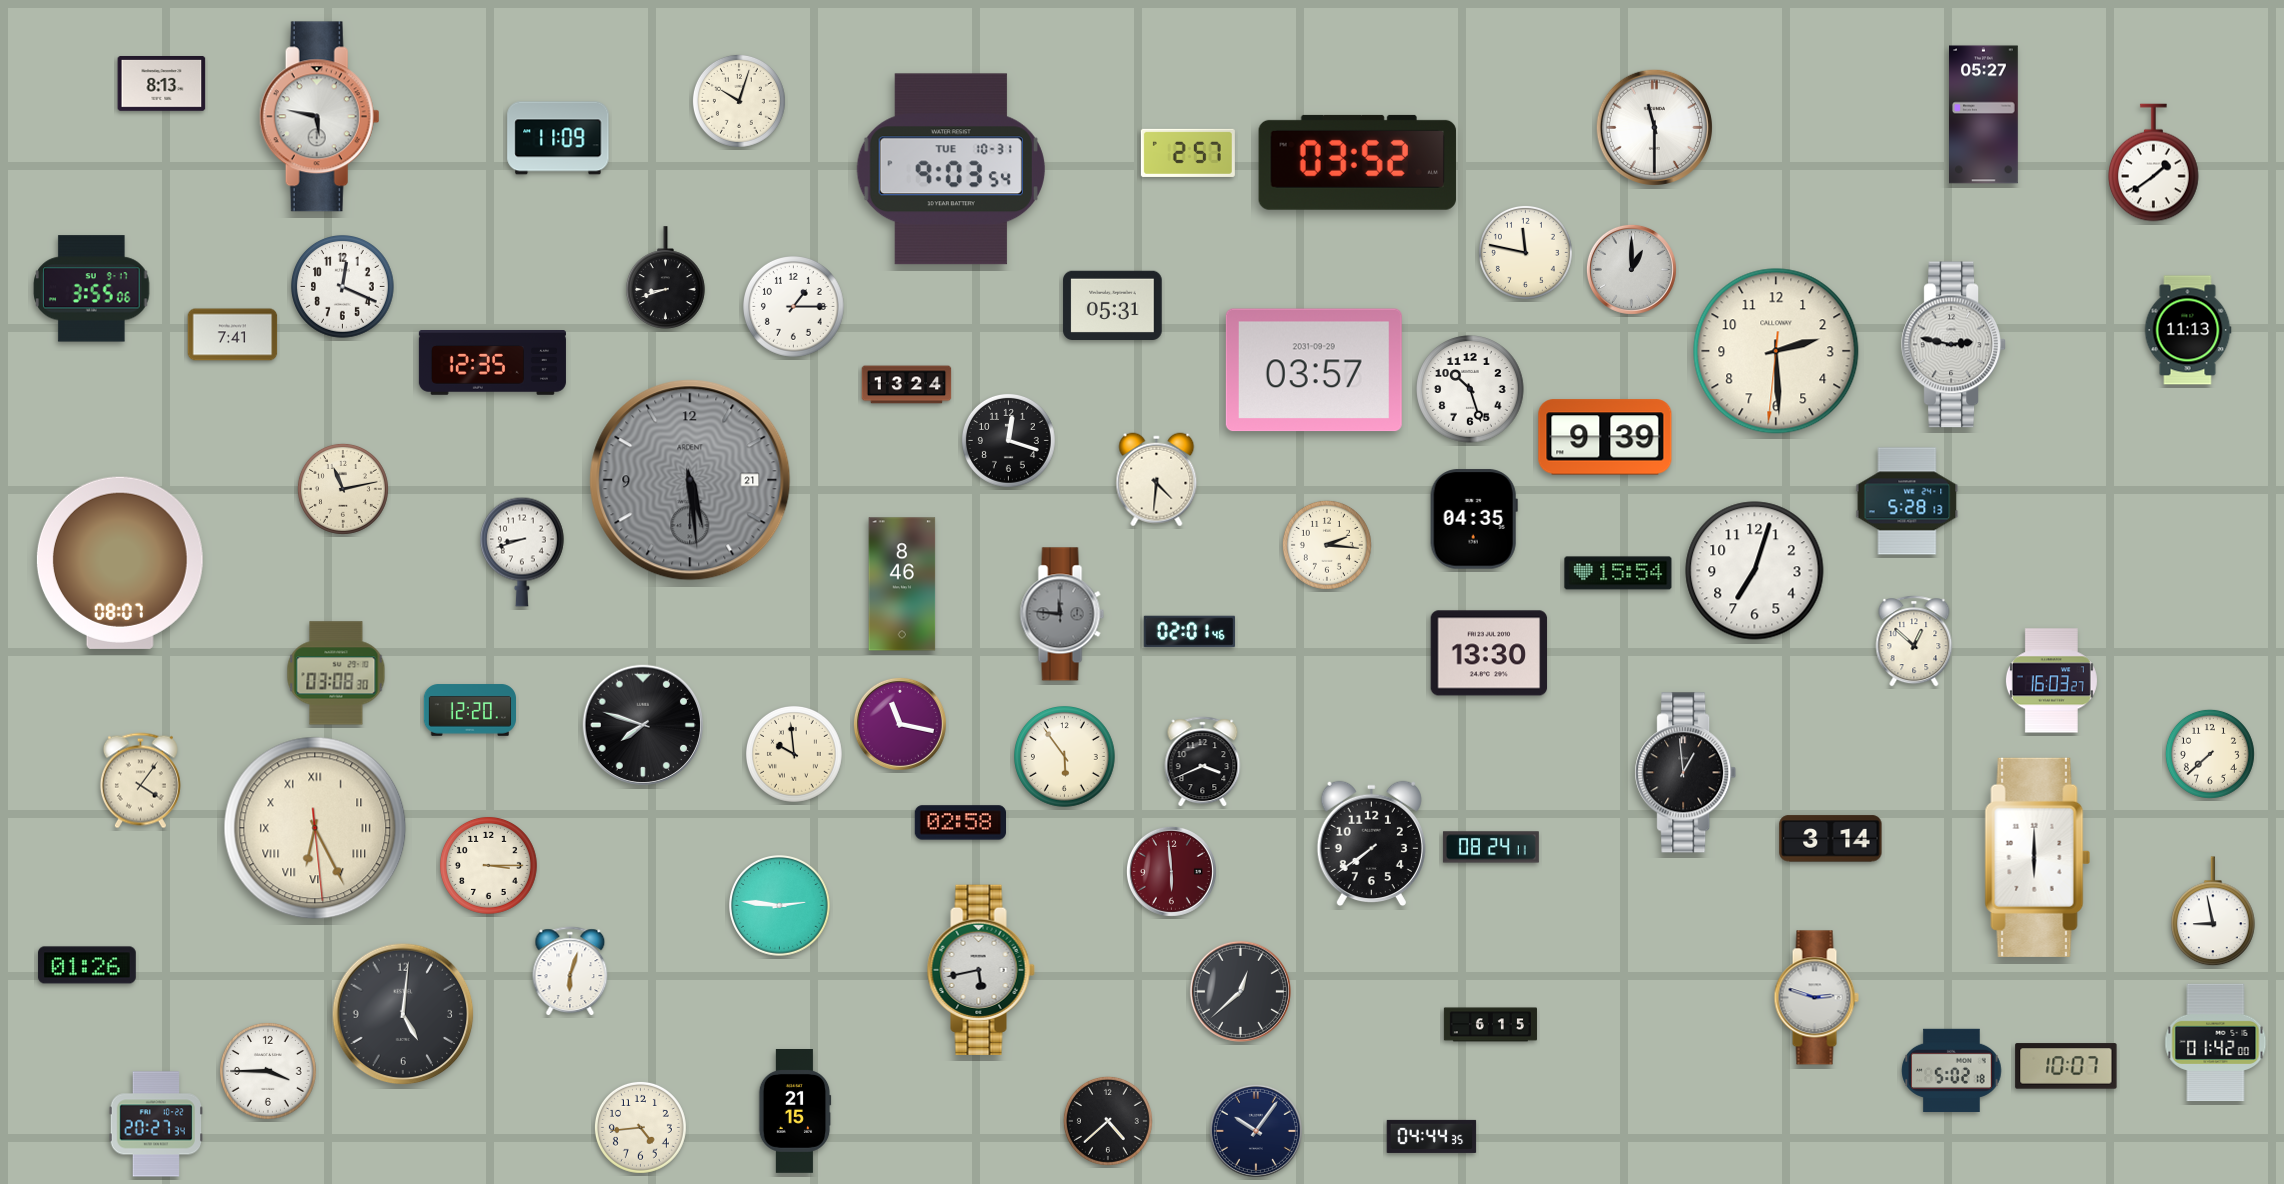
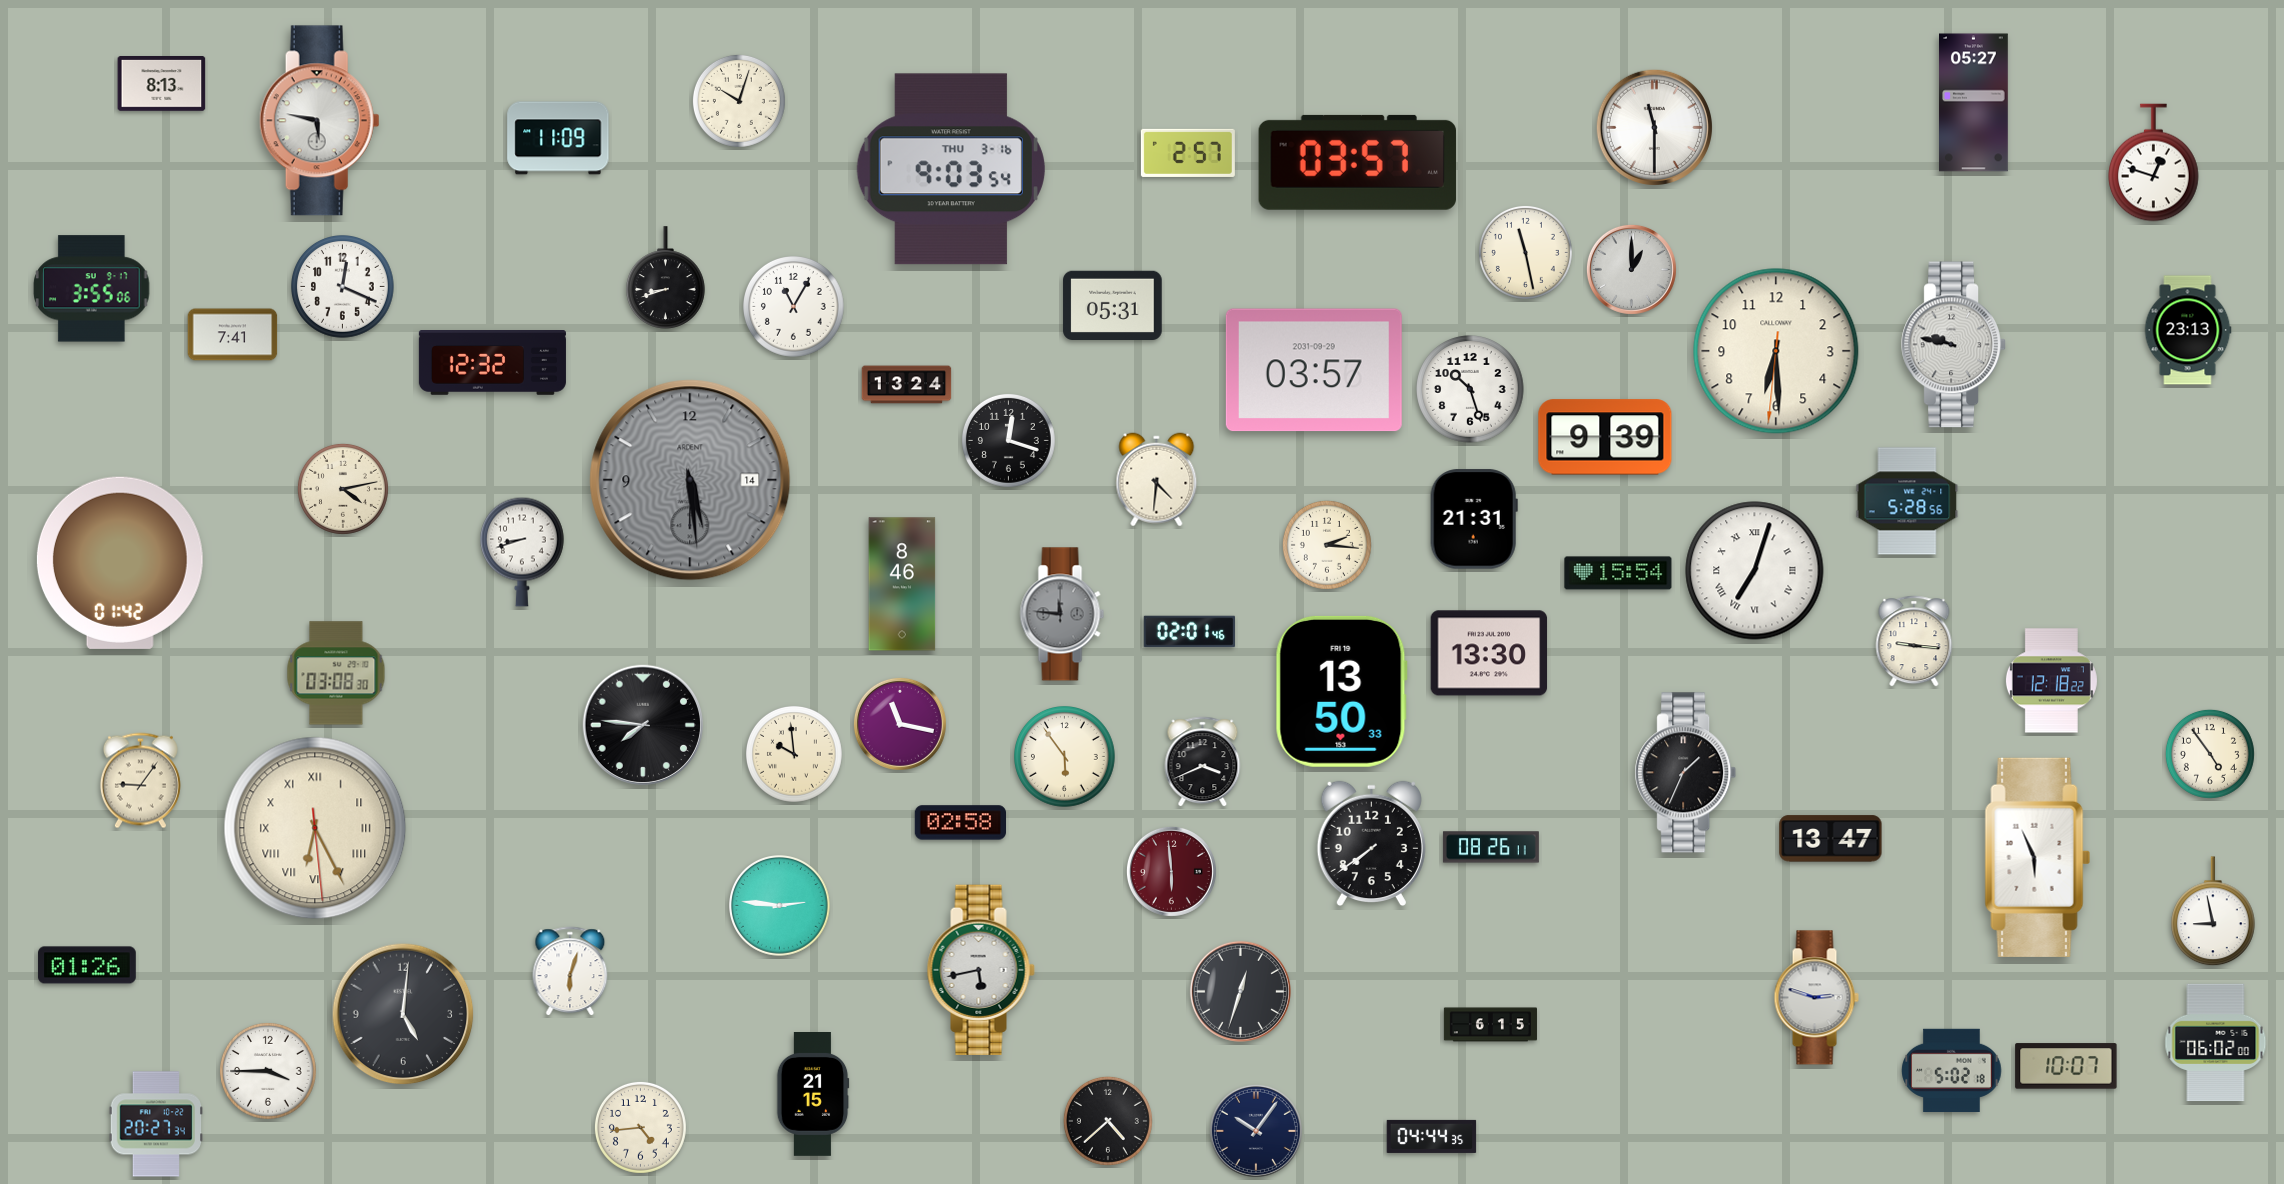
clock at (1984, 115) position: (1984, 115) -> (1974, 103)
clock at (319, 117) position: (319, 117) -> (319, 121)
clock at (1357, 162): 03:52 -> 03:57
clock at (2154, 163): 1:39 -> 12:48
clock at (951, 169) date: TUE 10-31 -> THU 3-16
clock at (1525, 252): 11:47 -> 11:28
clock at (794, 307): 1:15 -> 11:05
clock at (2188, 330): 11:13 -> 23:13
clock at (1954, 345): 2:47 -> 9:47
clock at (1776, 351): 2:29 -> 6:29
clock at (492, 363): 12:35 -> 12:32
clock at (690, 480) date: 21 -> 14
clock at (343, 489): 11:13 -> 4:13
clock at (1907, 501): 5:28:13 -> 5:28:56
clock at (1474, 519): 04:35 -> 21:31
clock at (120, 563): 08:07 -> 01:42
clock at (1755, 571) numerals: Arabic -> Roman
clock at (1914, 641): 12:52 -> 9:16
clock at (2051, 681): 16:03 -> 12:18
clock at (1341, 691): none -> 13:50
clock at (469, 710): 12:20 -> none
clock at (642, 724): 7:48 -> 7:46
clock at (2210, 754): 7:38 -> 4:54
clock at (1686, 773): 12:59 -> 1:34
clock at (140, 781): 4:06 -> 9:06
clock at (1831, 839): 3:14 -> 13:47
clock at (1491, 847): 08:24 -> 08:26
clock at (2038, 857): 6:00 -> 5:56
clock at (488, 865): 3:15 -> none
clock at (1240, 991): 12:38 -> 12:33
clock at (2216, 1043): 01:42 -> 06:02
clock at (795, 1112) position: (795, 1112) -> (813, 1095)
